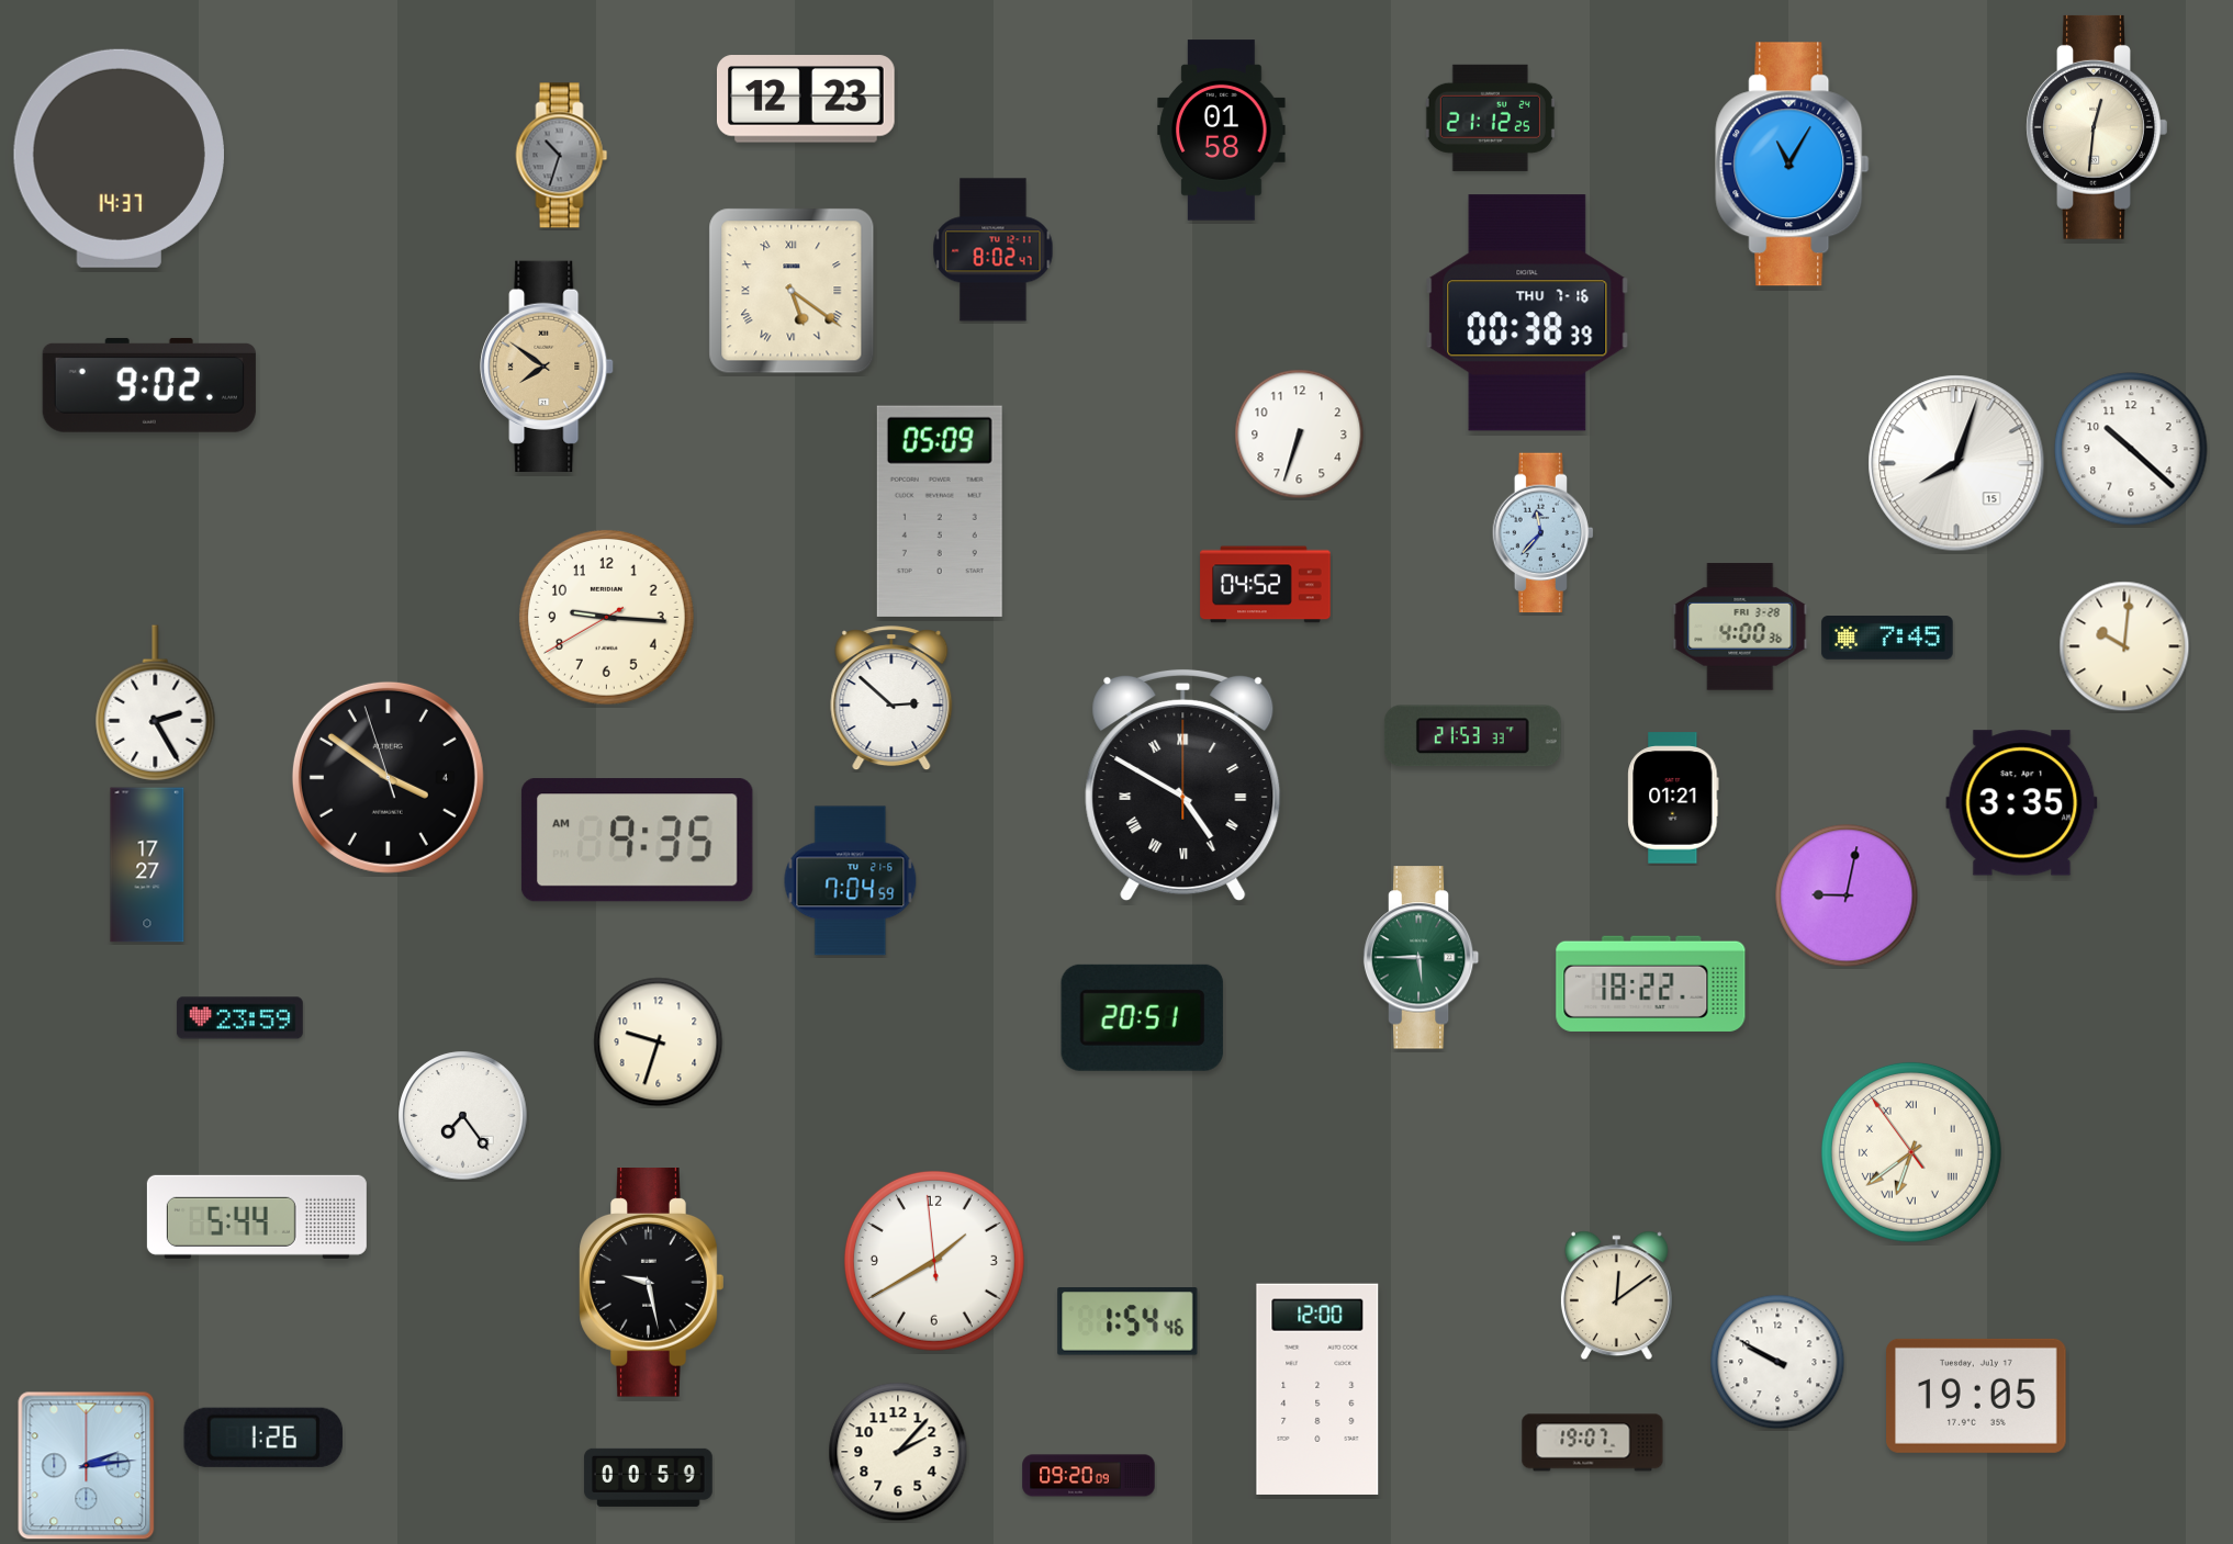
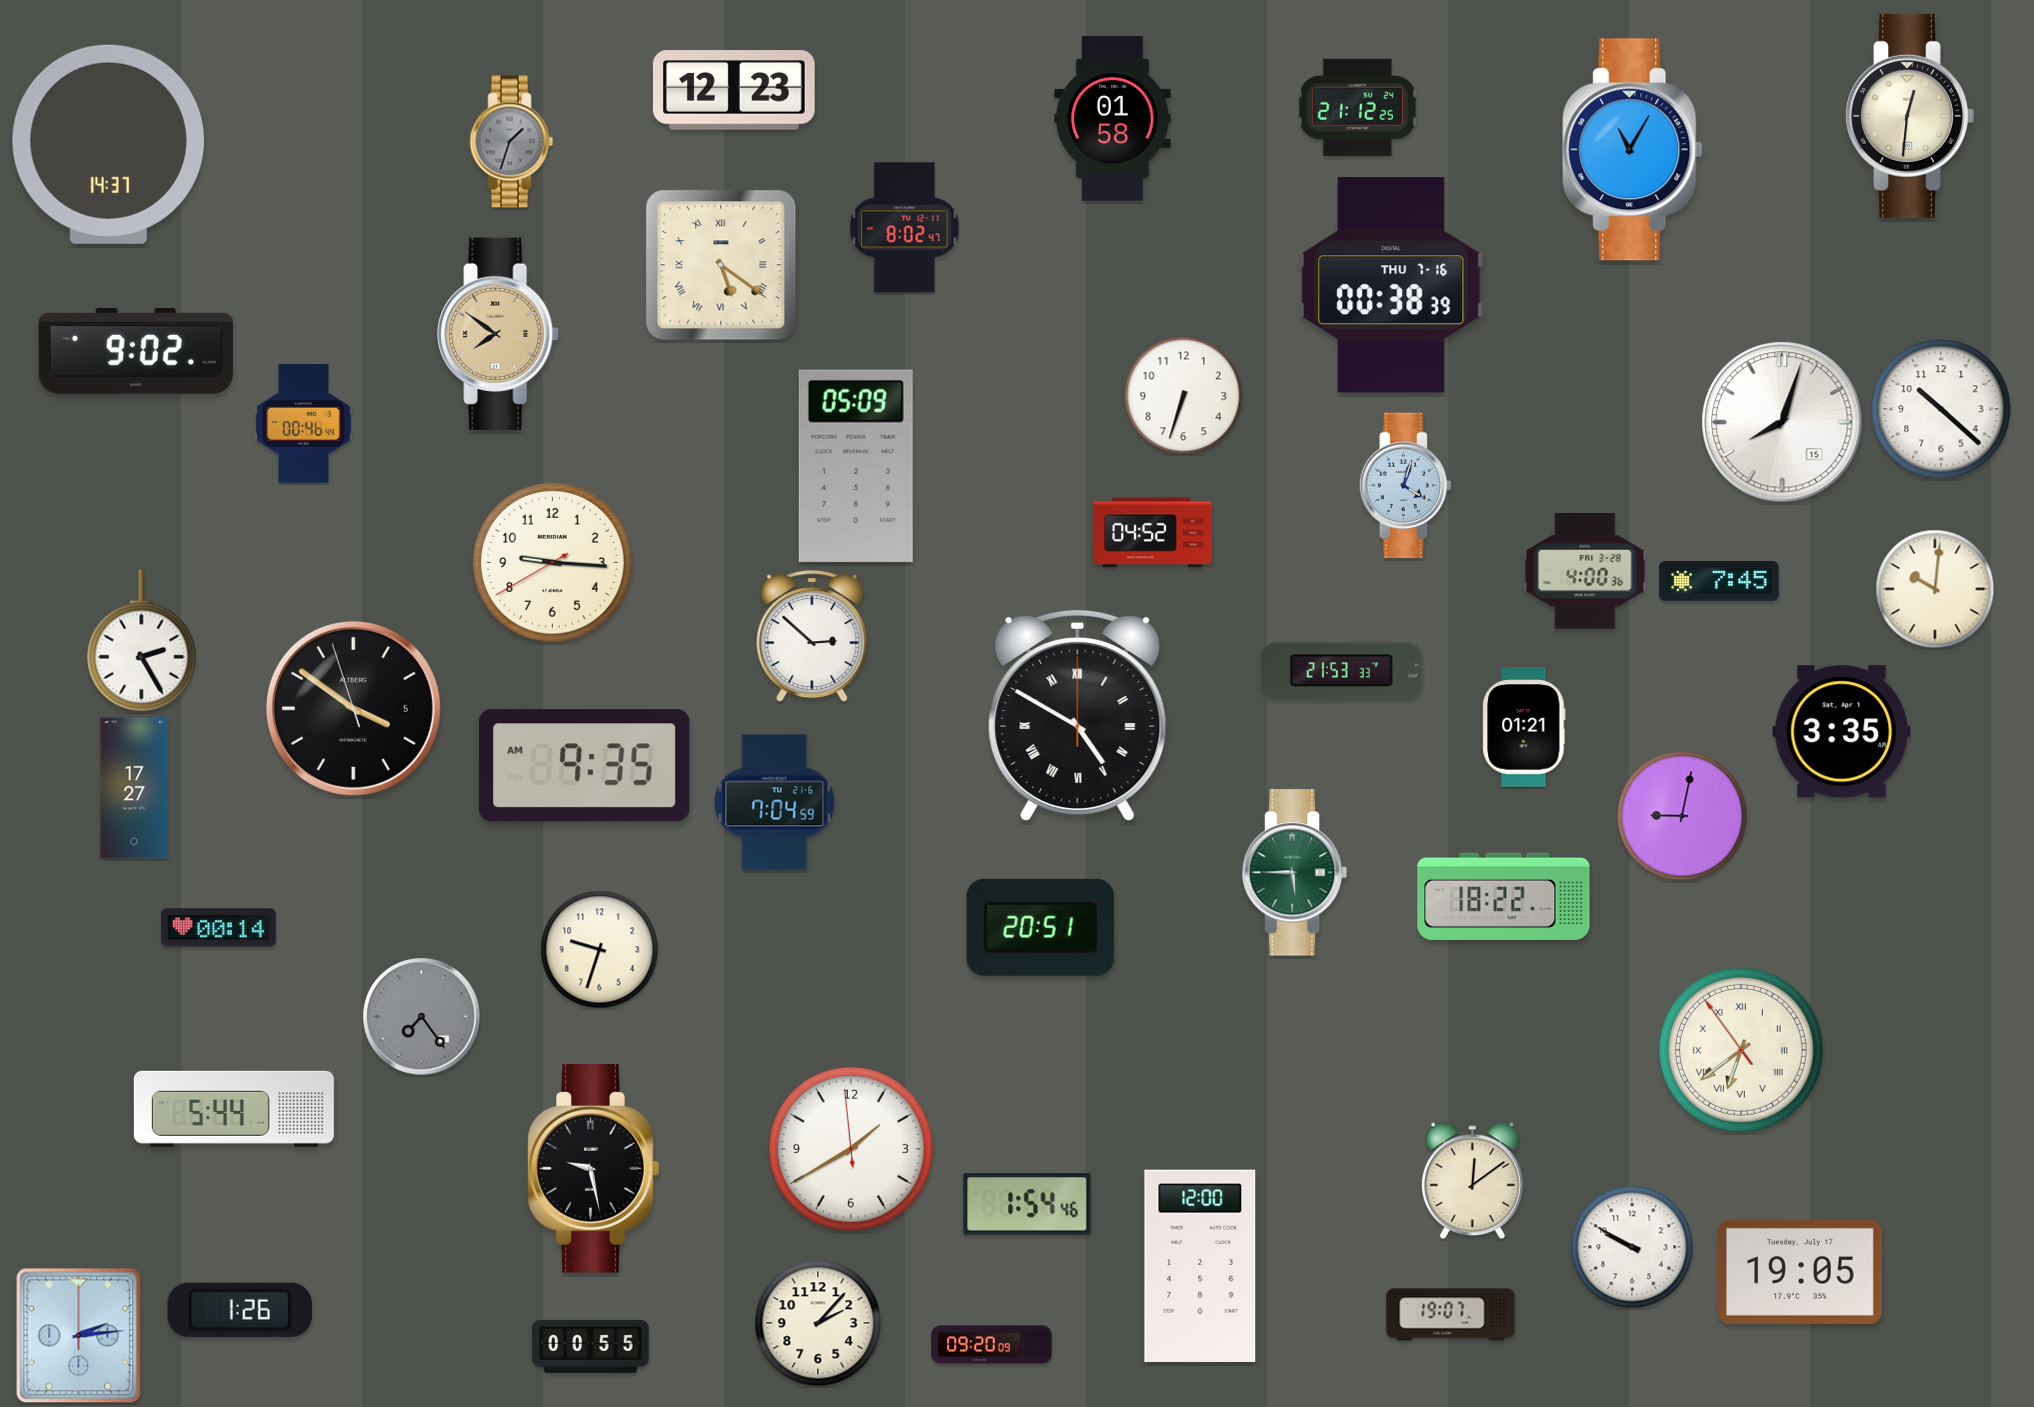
clock at (562, 156): 10:33 -> 1:33
clock at (304, 424): none -> 00:46
clock at (1542, 533): 11:37 -> 4:03
clock at (388, 777) date: 4 -> 5
clock at (637, 841) position: (637, 841) -> (584, 766)
clock at (239, 1018): 23:59 -> 00:14
clock at (463, 1116) dial: white -> grey
clock at (1777, 1362) position: (1777, 1362) -> (1632, 1247)
clock at (649, 1477): 00:59 -> 00:55
